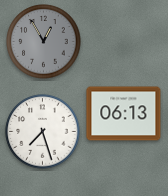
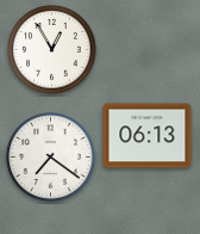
clock at (44, 42) dial: grey -> white
clock at (43, 132): 7:27 -> 7:21
